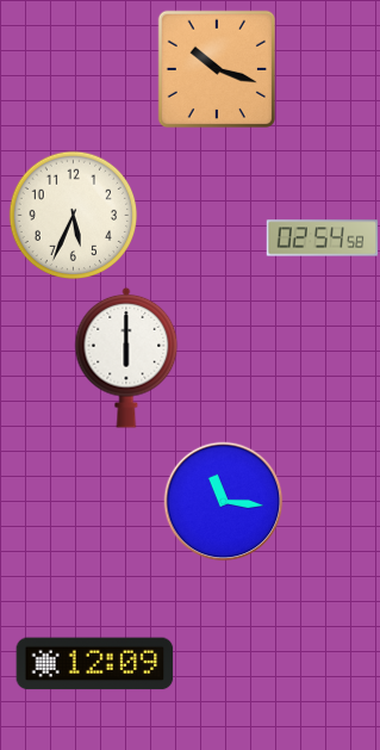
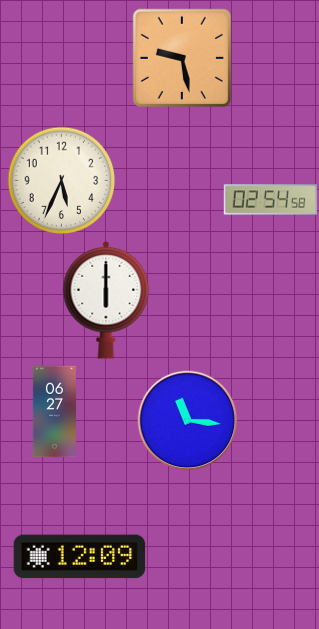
clock at (217, 69): 10:18 -> 9:28
clock at (54, 412): none -> 06:27
